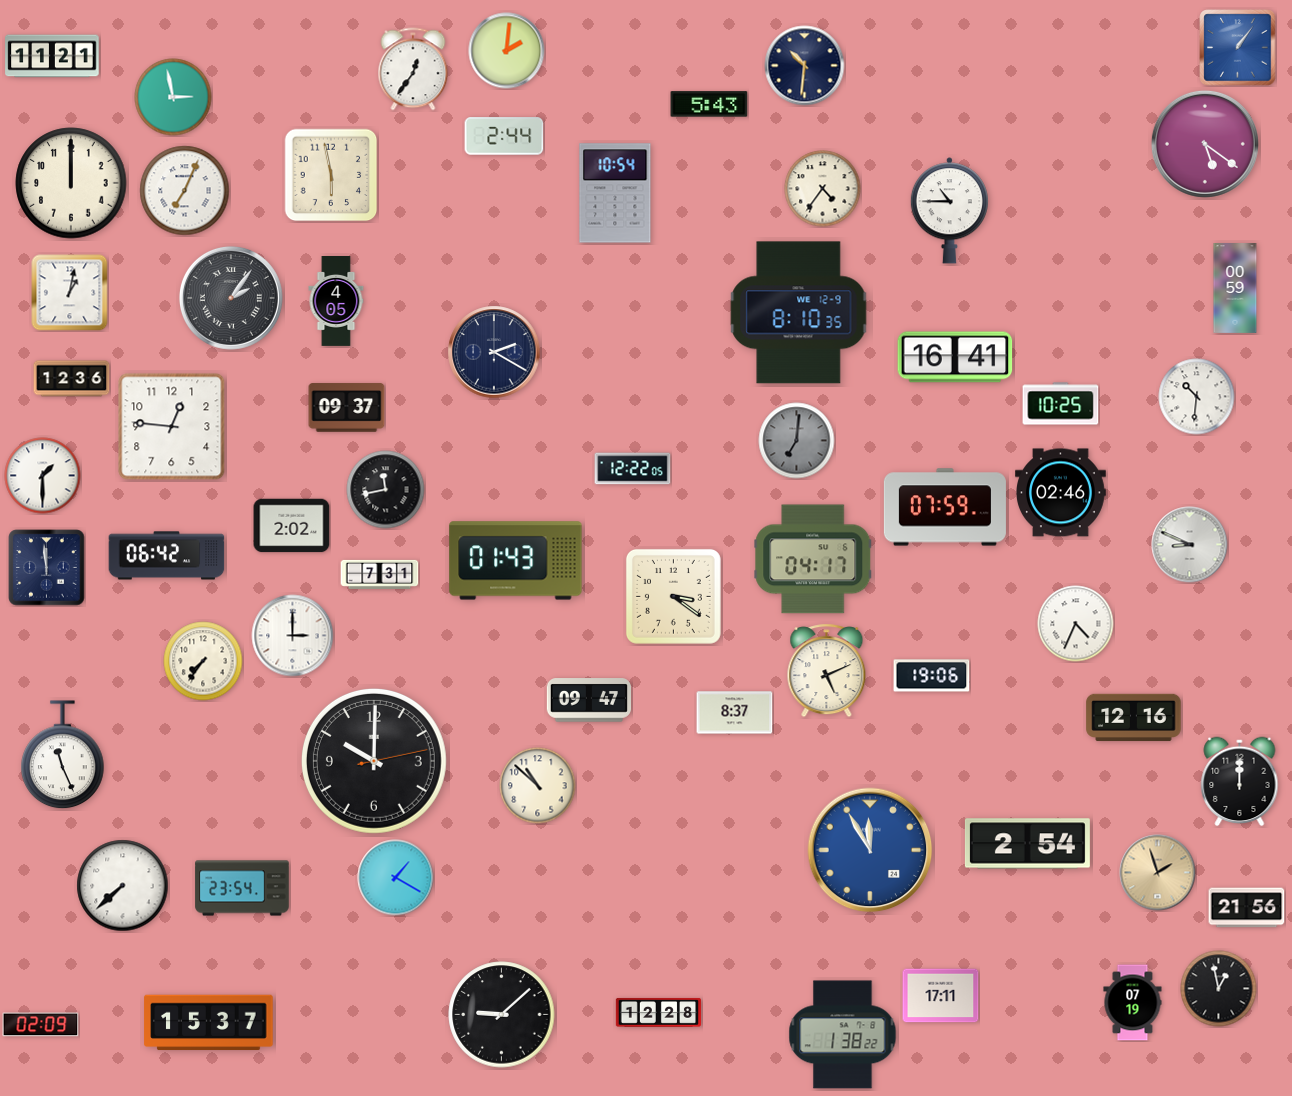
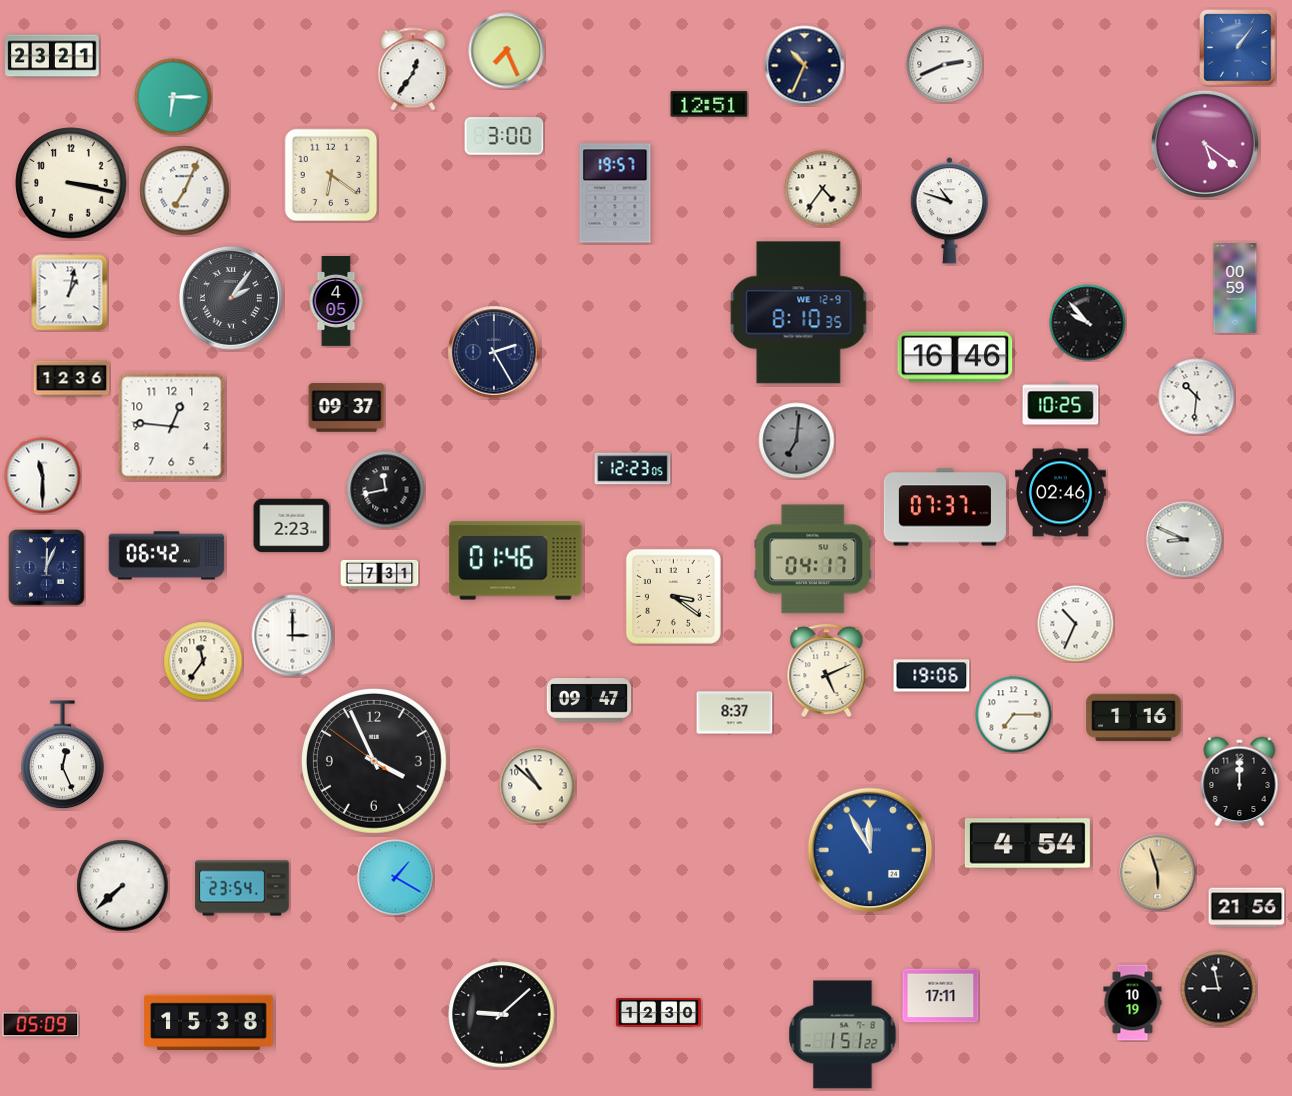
clock at (507, 51): 2:01 -> 7:26
clock at (52, 56): 11:21 -> 23:21
clock at (945, 65): none -> 2:41
clock at (805, 66): 10:31 -> 10:34
clock at (173, 97): 2:58 -> 6:15
clock at (709, 104): 5:43 -> 12:51
clock at (504, 136): 2:44 -> 3:00
clock at (331, 175): 5:58 -> 6:21
clock at (71, 183): 12:00 -> 3:17
clock at (615, 193): 10:54 -> 19:57
clock at (949, 211): 10:45 -> 10:48
clock at (1088, 323): none -> 9:53
clock at (494, 352): 2:20 -> 2:25
clock at (955, 357): 16:41 -> 16:46
clock at (633, 469): 12:22 -> 12:23
clock at (43, 476): 1:30 -> 11:30
clock at (945, 507): 07:59 -> 07:37
clock at (292, 526): 2:02 -> 2:23
clock at (1190, 545) position: (1190, 545) -> (1185, 540)
clock at (516, 561): 01:43 -> 01:46
clock at (47, 568): 11:59 -> 12:04
clock at (1076, 624): 4:34 -> 10:34
clock at (203, 661): 7:36 -> 11:36
clock at (1014, 715): none -> 7:15
clock at (1134, 718): 12:16 -> 1:16
clock at (63, 755): 11:26 -> 12:26
clock at (374, 761): 10:00 -> 3:55
clock at (1027, 844): 2:54 -> 4:54
clock at (1158, 873): 1:57 -> 5:57
clock at (1219, 989): 12:58 -> 8:58
clock at (1133, 1003): 07:19 -> 10:19
clock at (658, 1012): 12:28 -> 12:30
clock at (209, 1023): 15:37 -> 15:38
clock at (41, 1025): 02:09 -> 05:09
clock at (843, 1035): 1:38 -> 1:51
